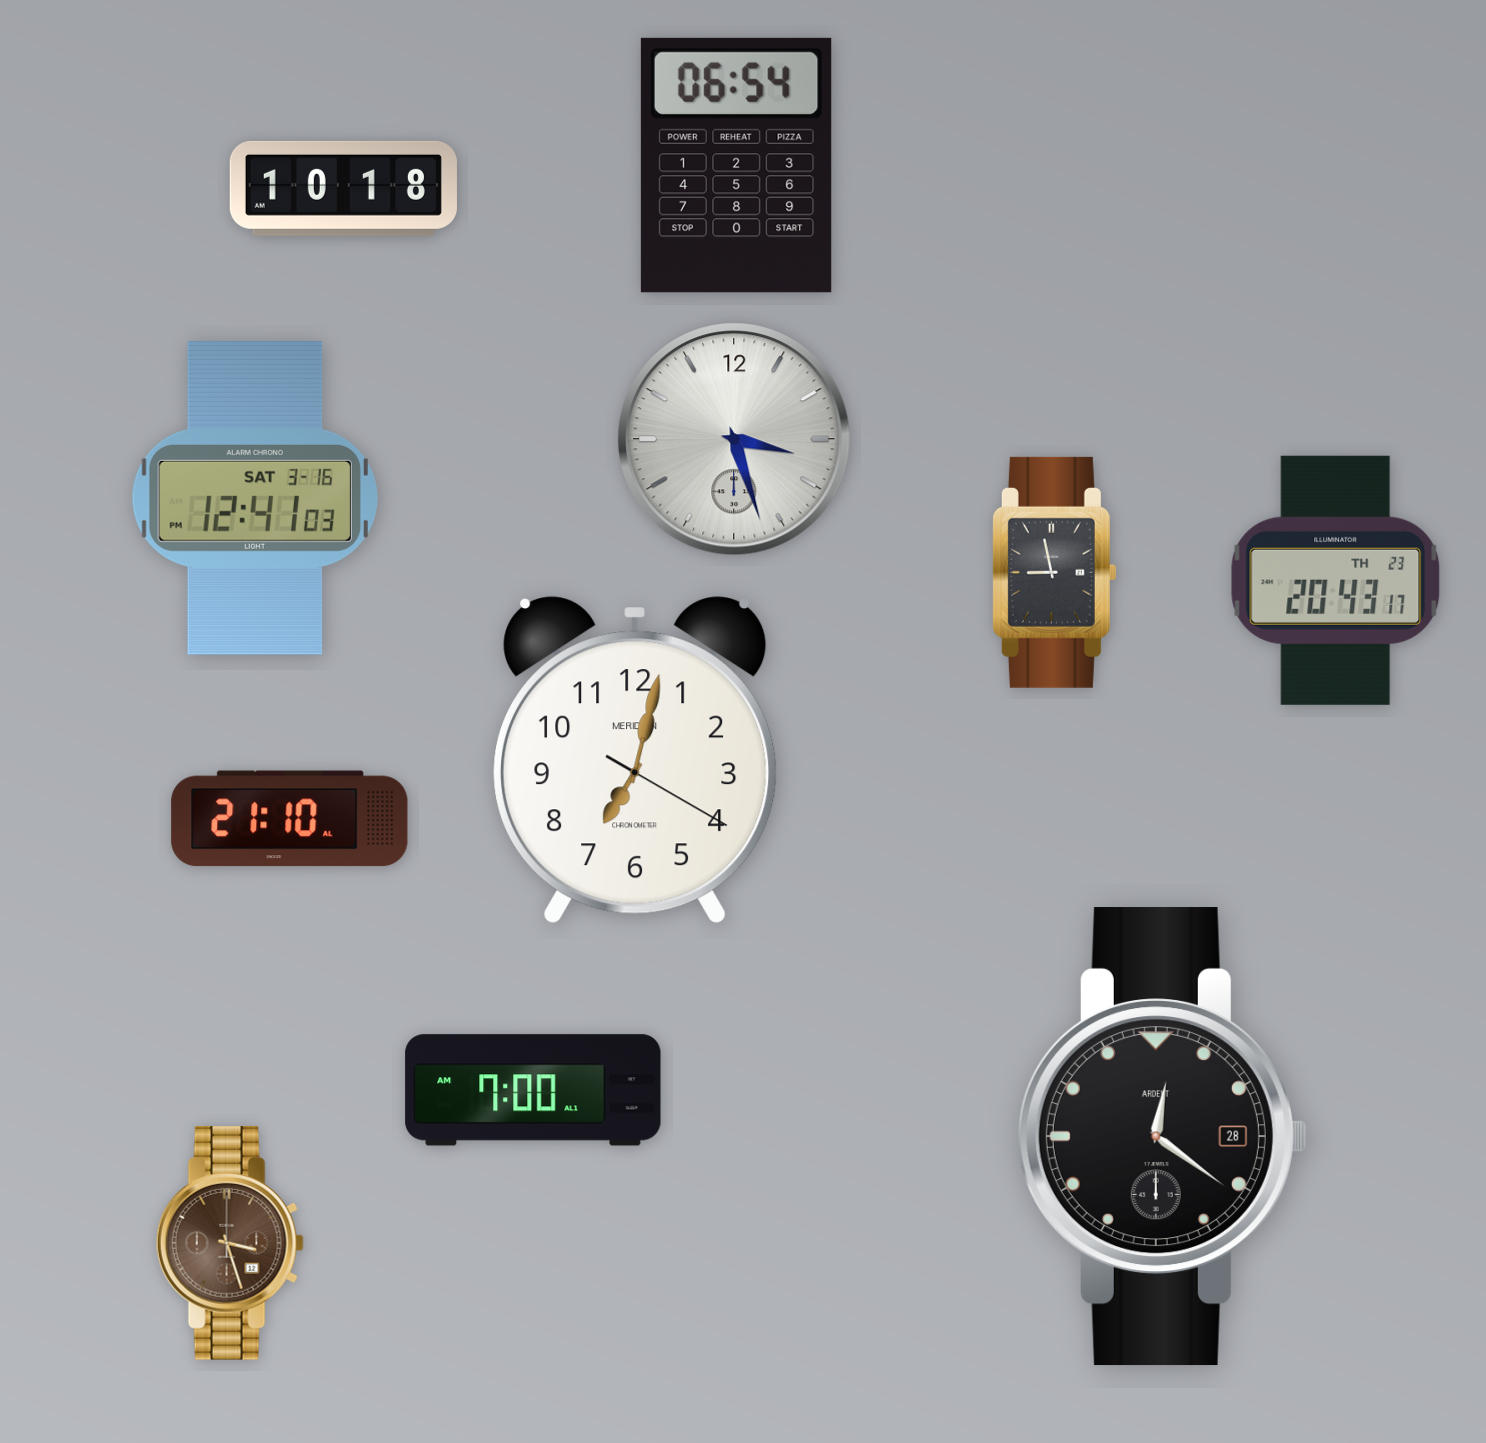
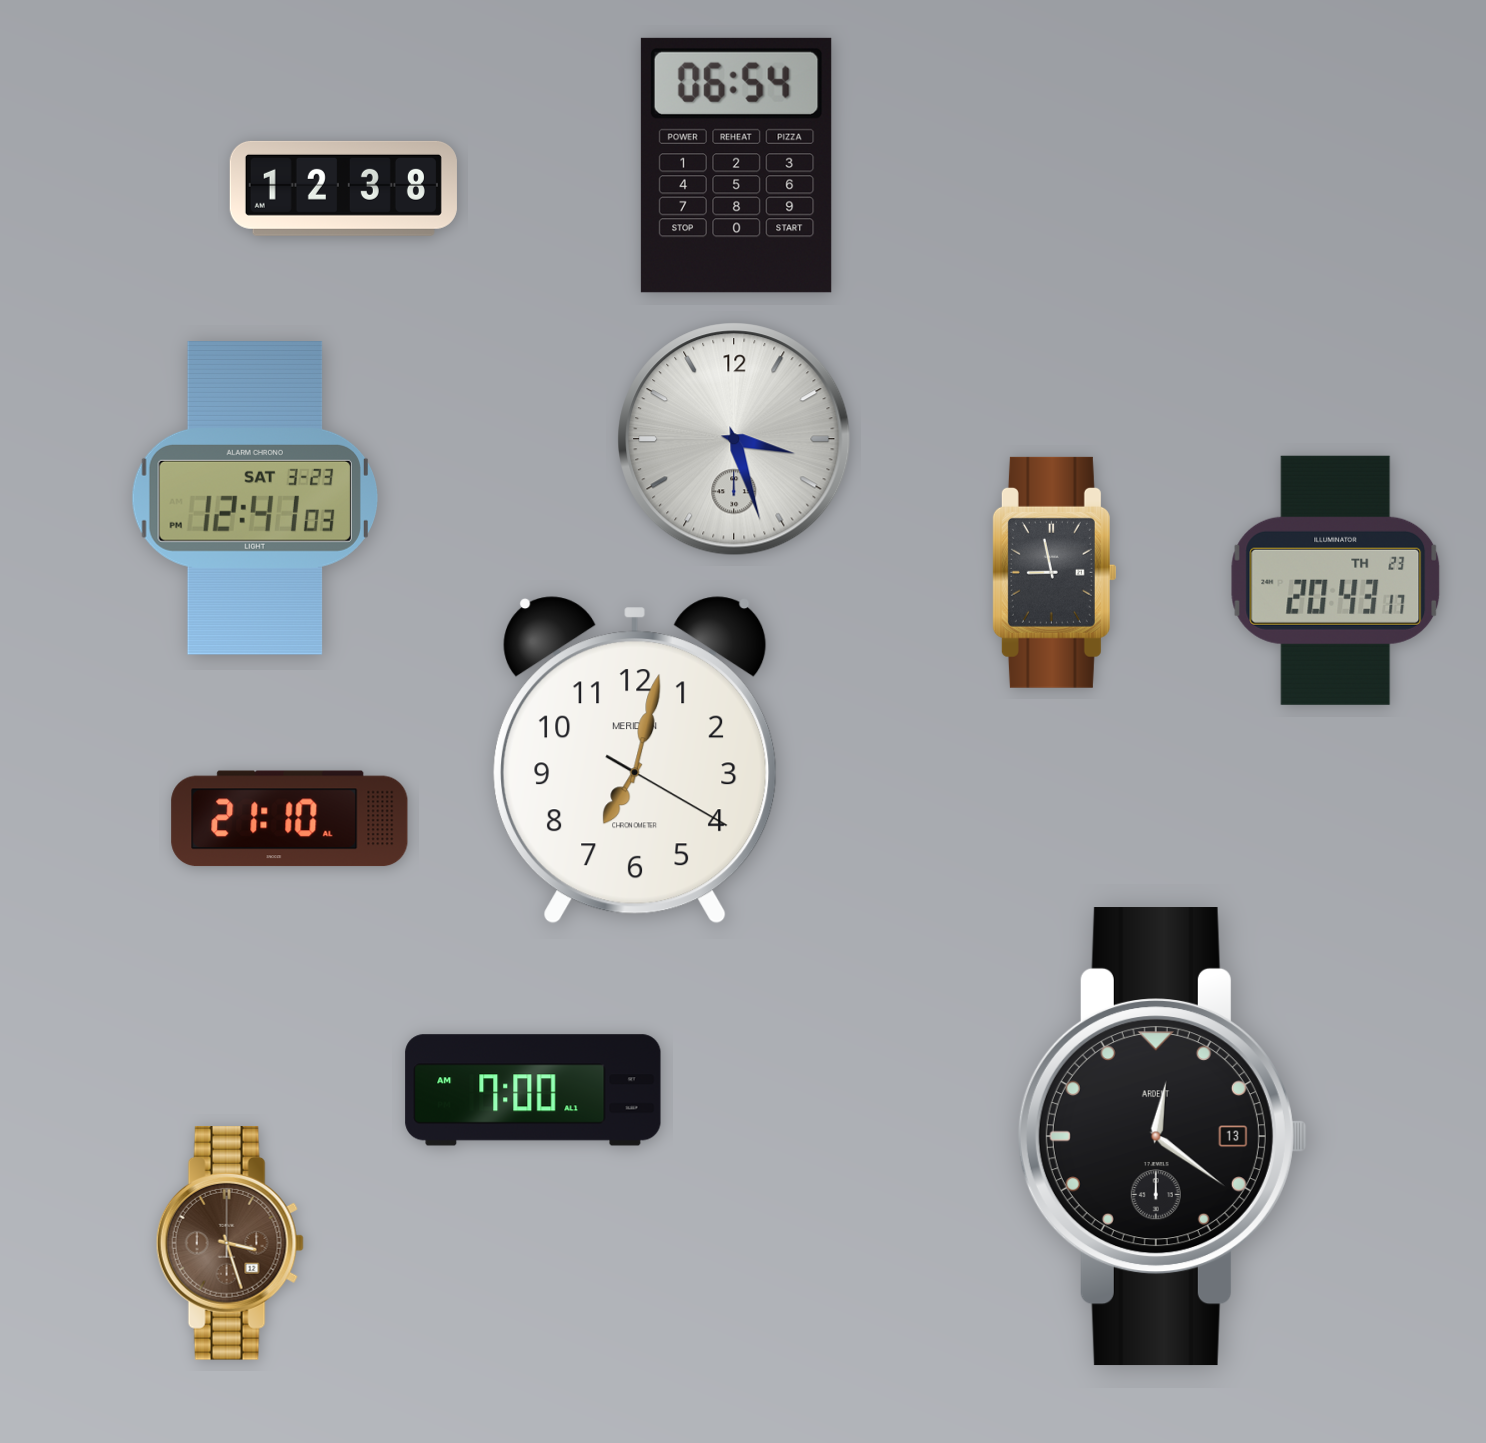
clock at (343, 188): 10:18 -> 12:38
clock at (255, 499) date: SAT 3-16 -> SAT 3-23
clock at (1162, 1137) date: 28 -> 13
